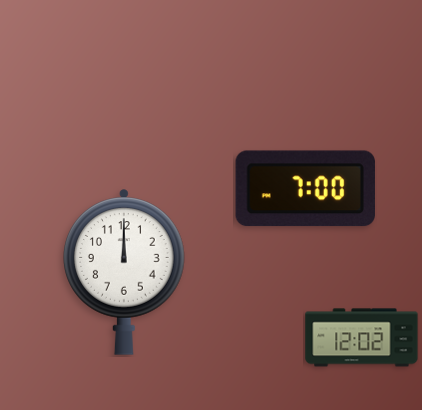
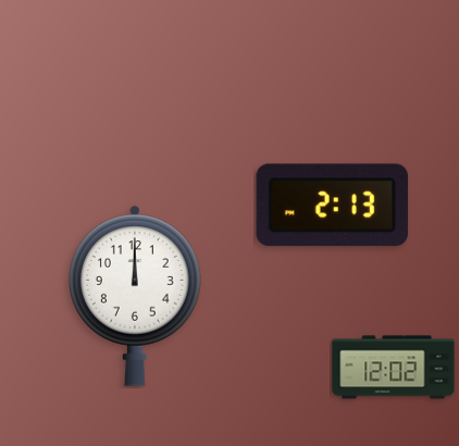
clock at (305, 189): 7:00 -> 2:13
